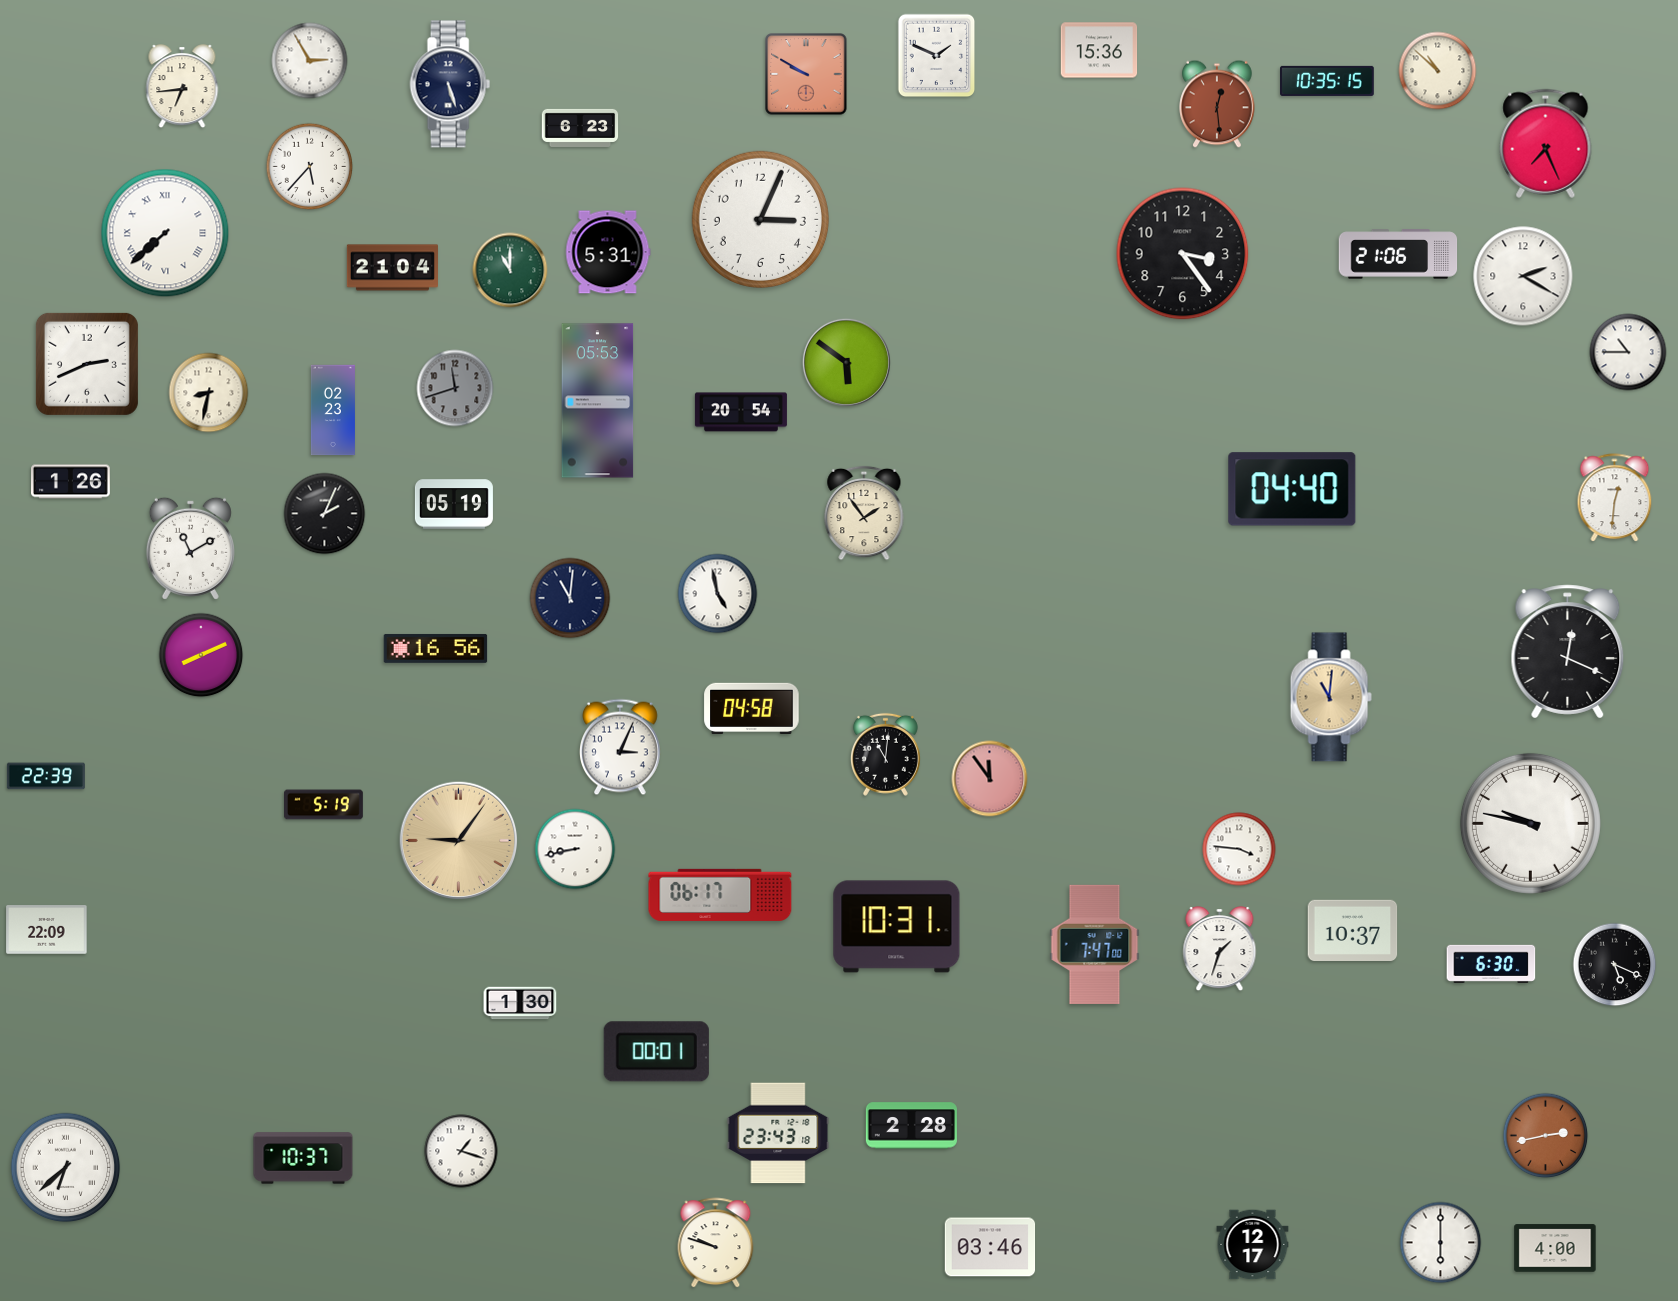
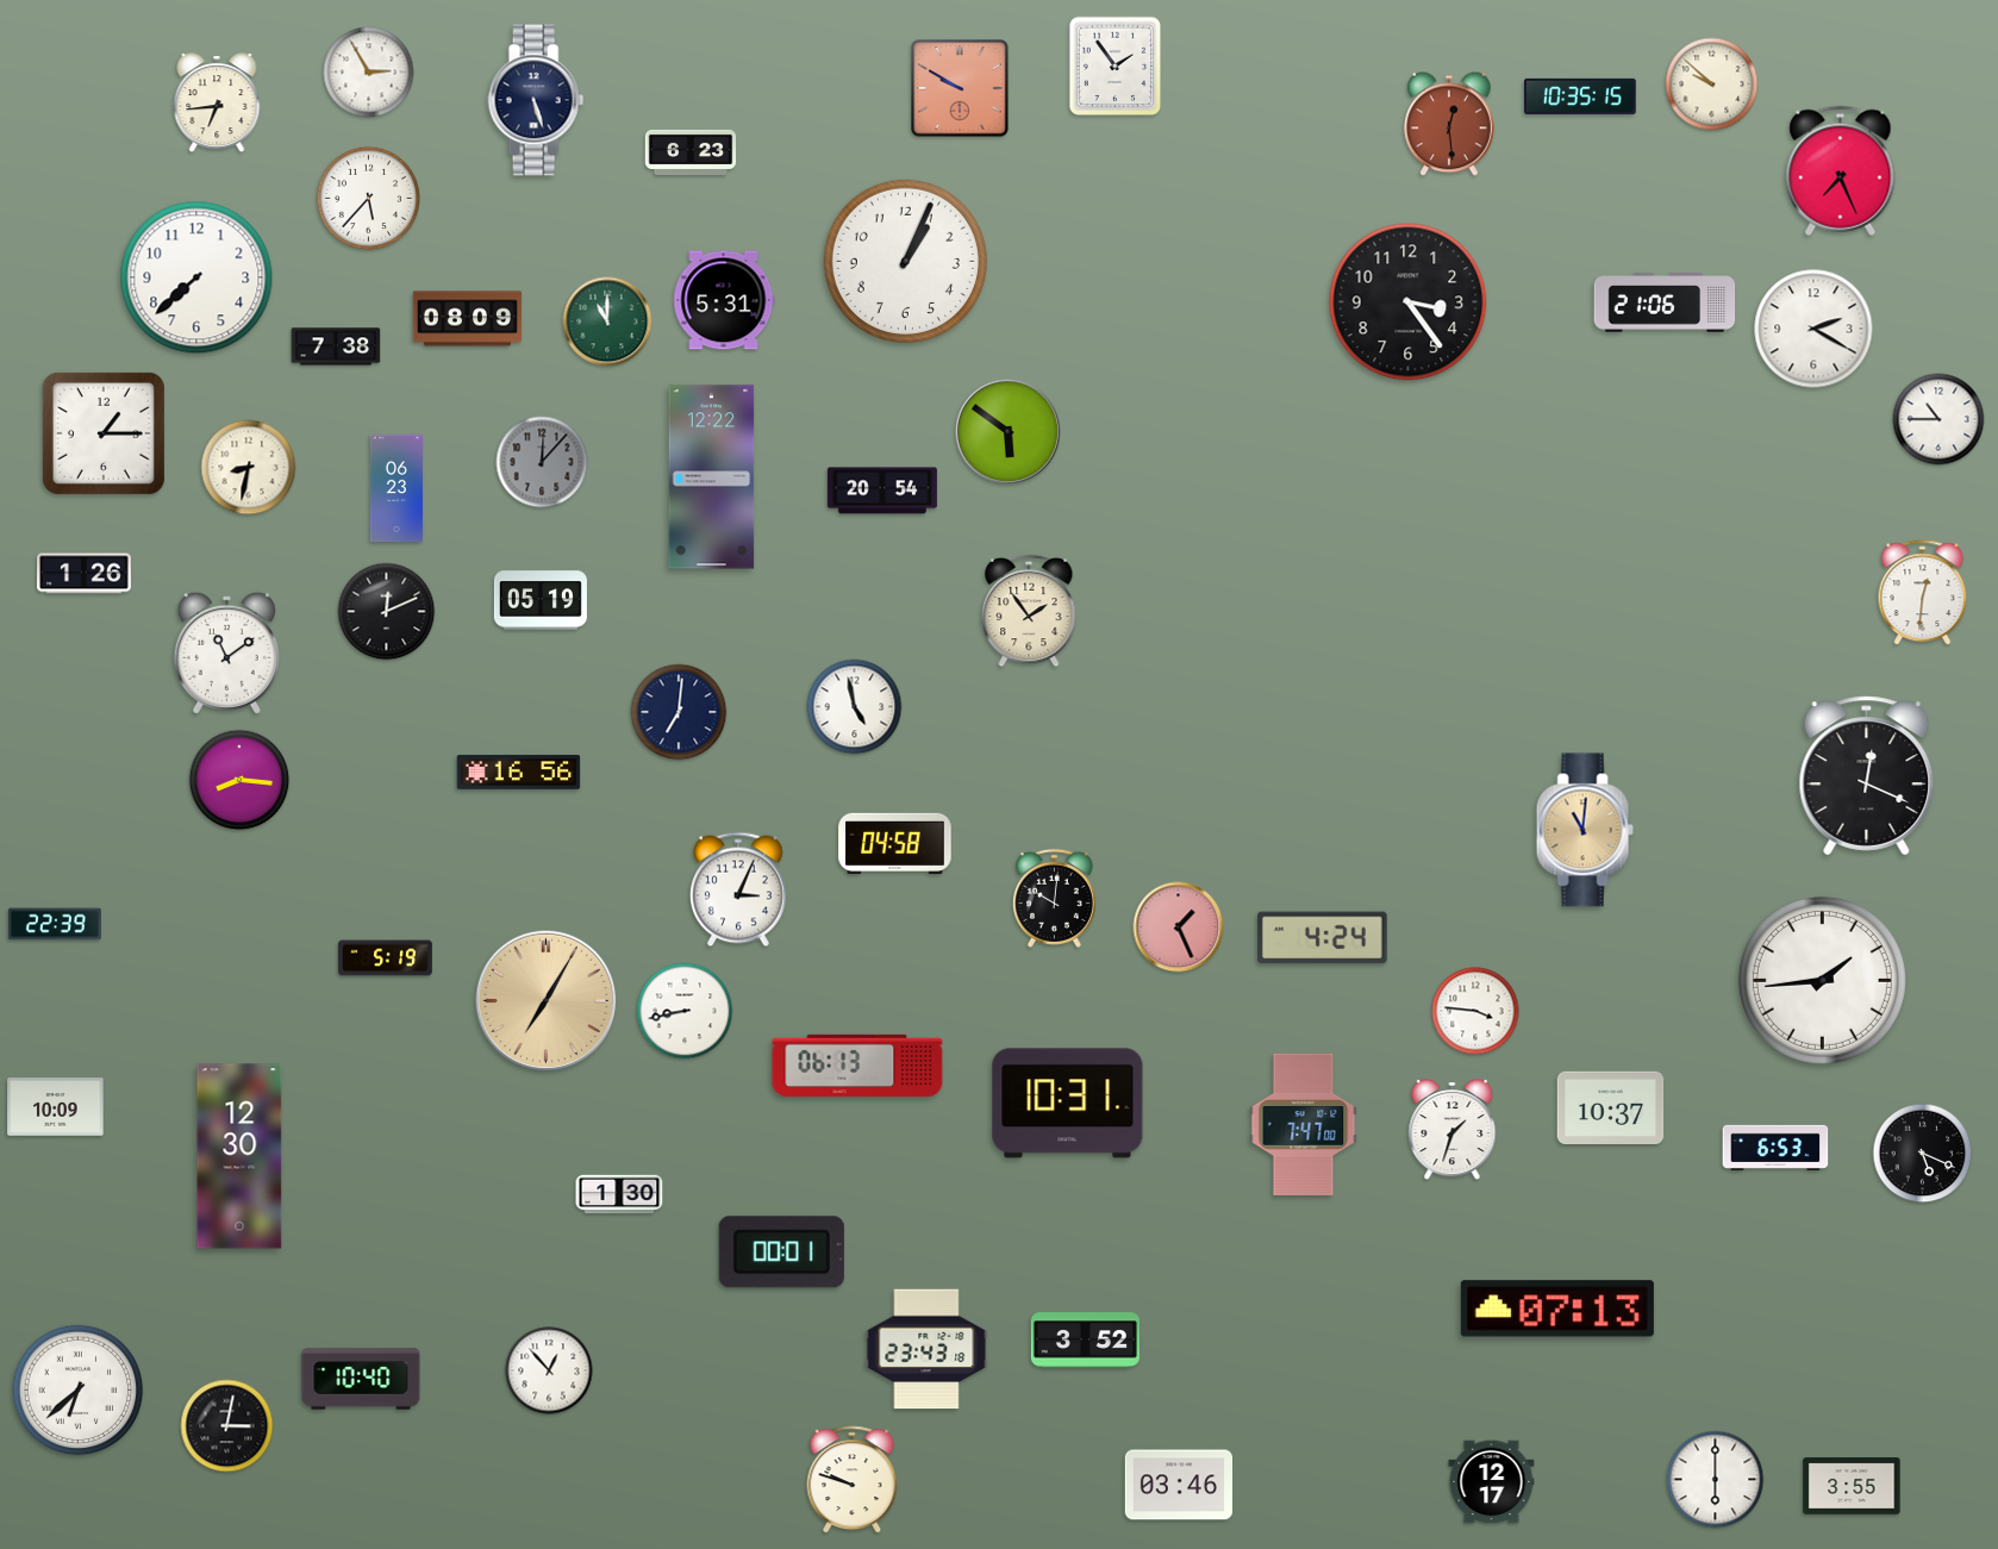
clock at (1099, 50): 15:36 -> none
clock at (937, 56): 1:49 -> 1:54
clock at (1438, 71): 10:52 -> 9:52
clock at (760, 219): 3:04 -> 1:04
clock at (165, 233) numerals: Roman -> Arabic
clock at (392, 268): 21:04 -> 08:09
clock at (336, 346): none -> 7:38
clock at (87, 364): 2:41 -> 1:15
clock at (455, 388): 11:42 -> 12:07
clock at (598, 401): 05:53 -> 12:22
clock at (333, 410): 02:23 -> 06:23
clock at (1292, 489): 04:40 -> none
clock at (325, 514): 2:04 -> 12:11
clock at (190, 548): 11:10 -> 11:09
clock at (570, 598): 11:01 -> 7:01
clock at (201, 655): 8:11 -> 8:16
clock at (885, 754): 11:01 -> 10:01
clock at (990, 779): 11:54 -> 1:26
clock at (1323, 938): none -> 4:24
clock at (1530, 823): 9:47 -> 1:44
clock at (459, 841): 9:06 -> 7:05
clock at (720, 895): 06:17 -> 06:13
clock at (47, 930): 22:09 -> 10:09
clock at (1491, 964): 6:30 -> 6:53
clock at (1615, 965) position: (1615, 965) -> (1923, 1154)
clock at (239, 1156): none -> 12:30
clock at (1557, 1308): none -> 07:13
clock at (911, 1126): 2:28 -> 3:52
clock at (1546, 1136): 2:43 -> none
clock at (461, 1151): 1:18 -> 12:53
clock at (303, 1158): 10:37 -> 10:40
clock at (227, 1426): none -> 3:02
clock at (1555, 1248): 4:00 -> 3:55
